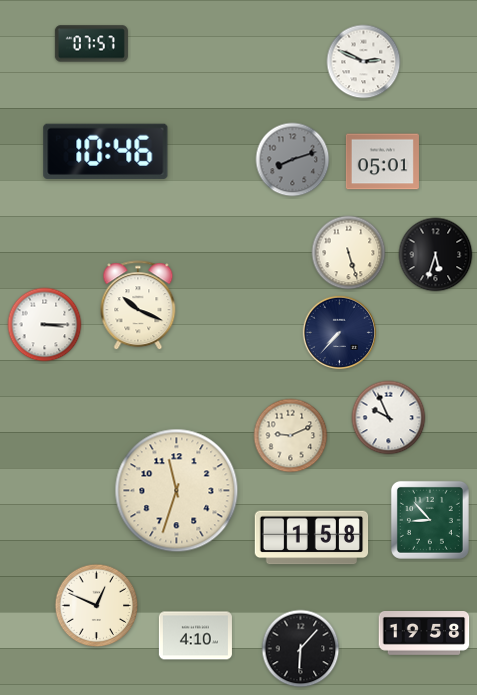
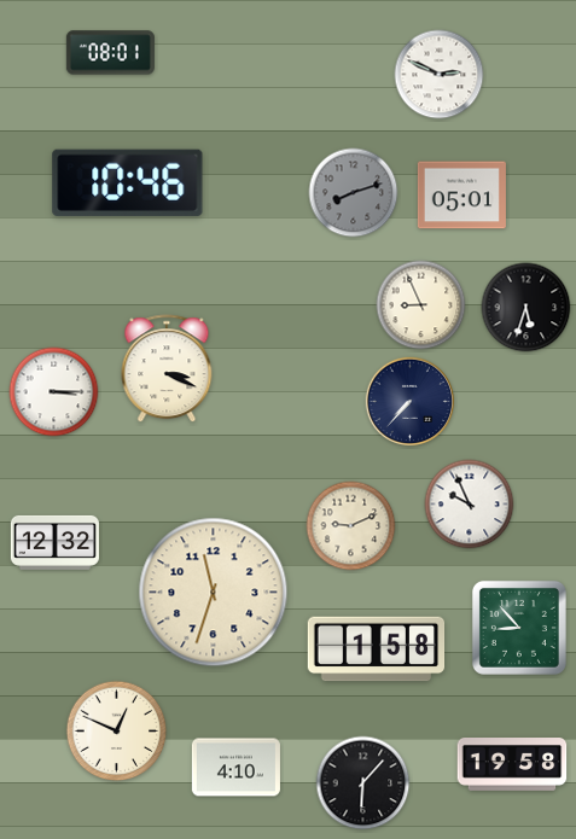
clock at (91, 44): 07:57 -> 08:01
clock at (349, 253): 5:27 -> 8:56
clock at (138, 306): 10:19 -> 3:19
clock at (54, 542): none -> 12:32
